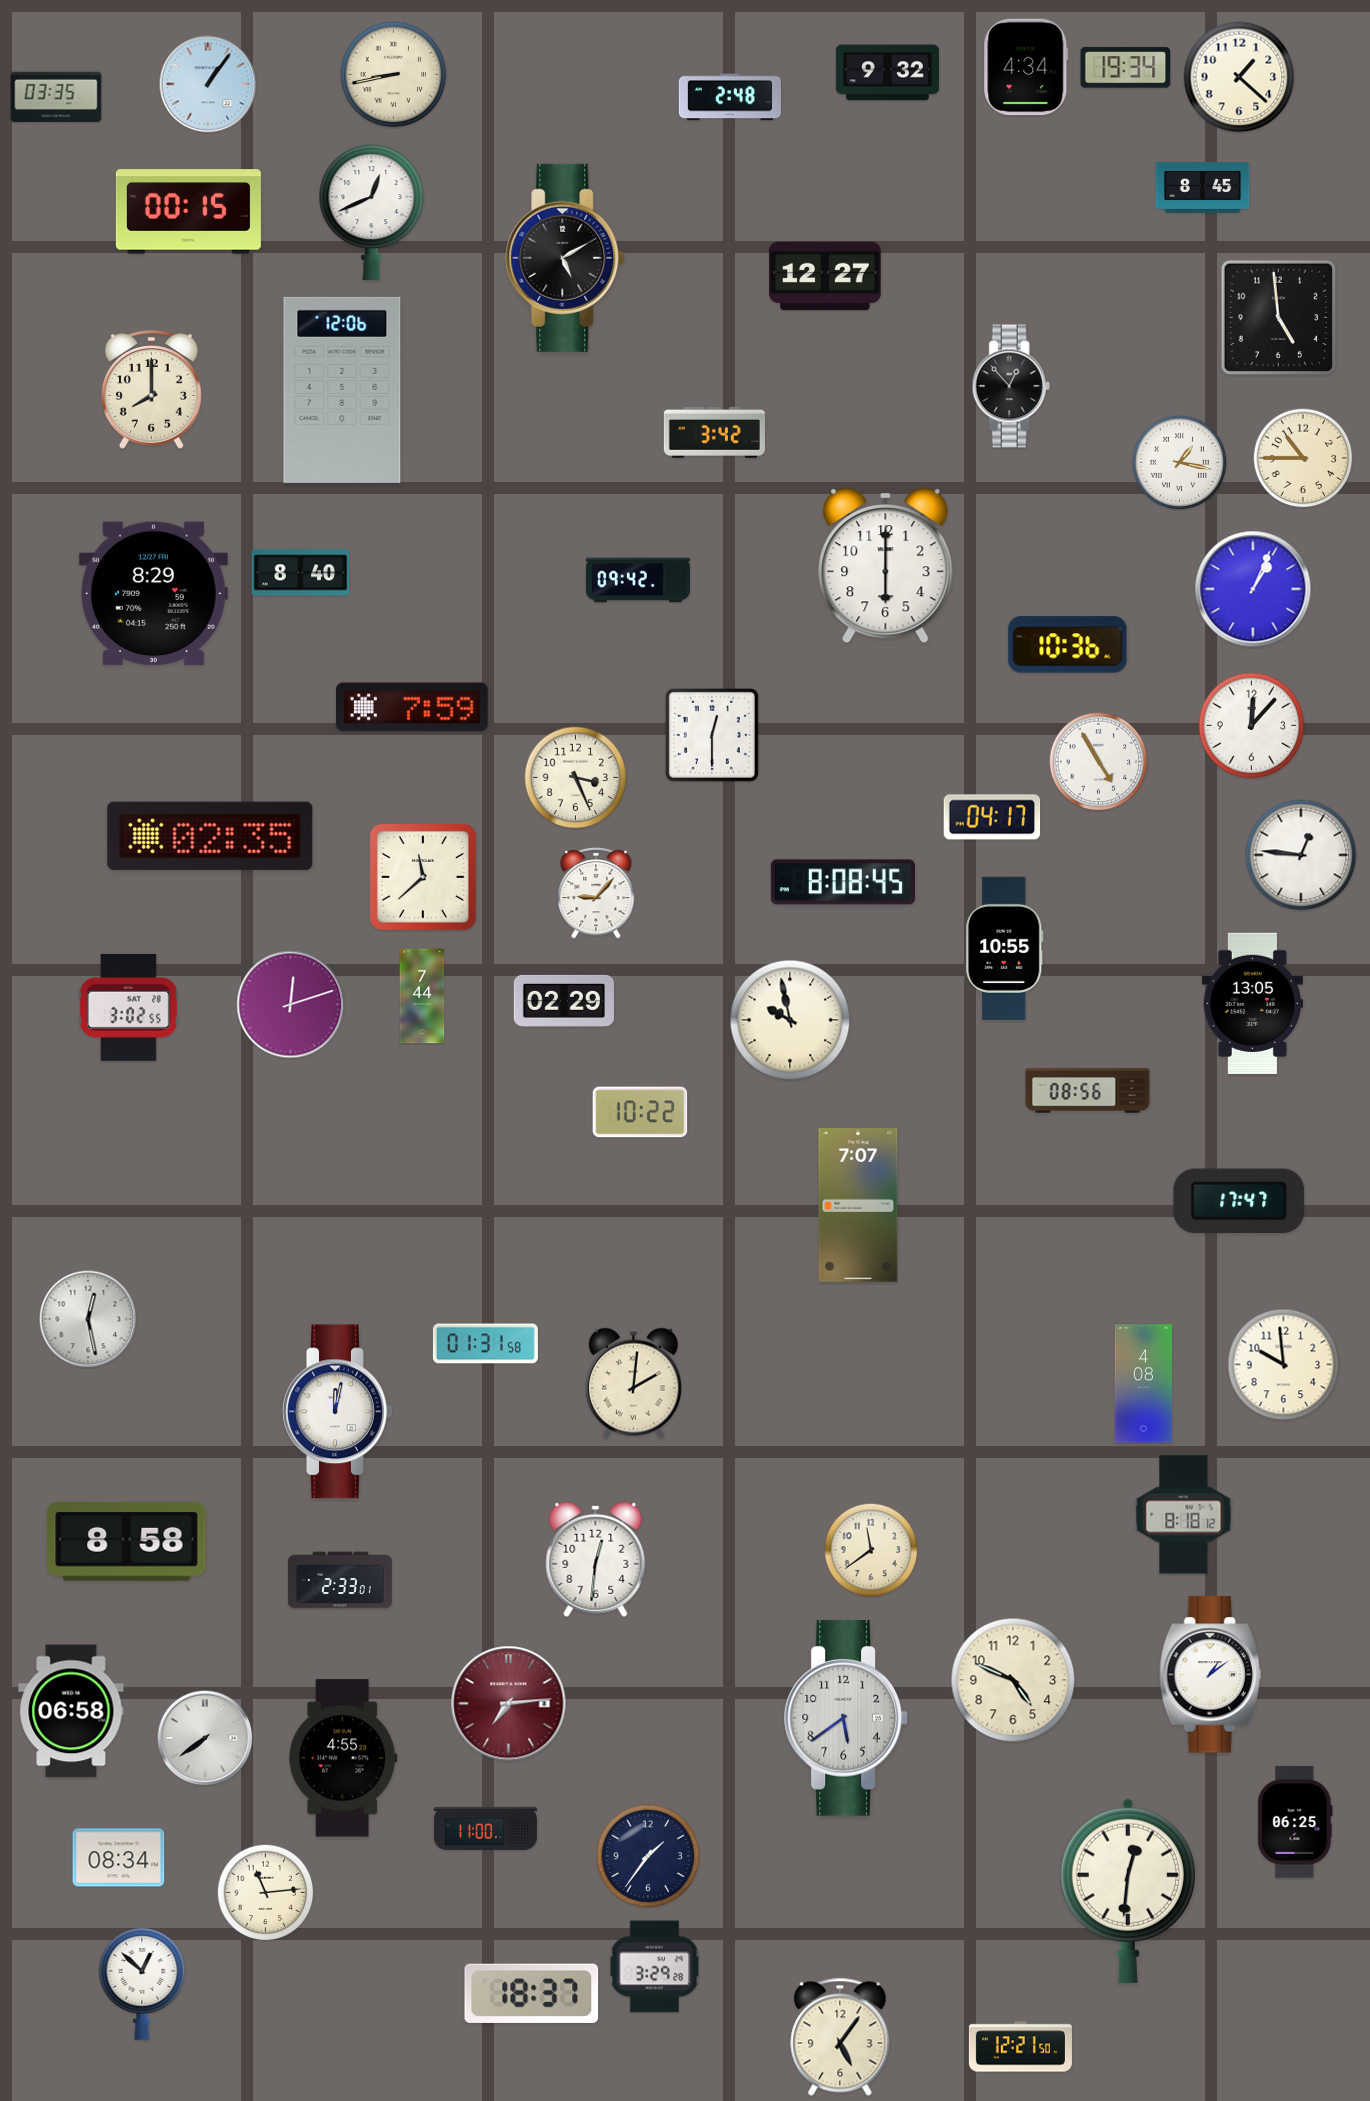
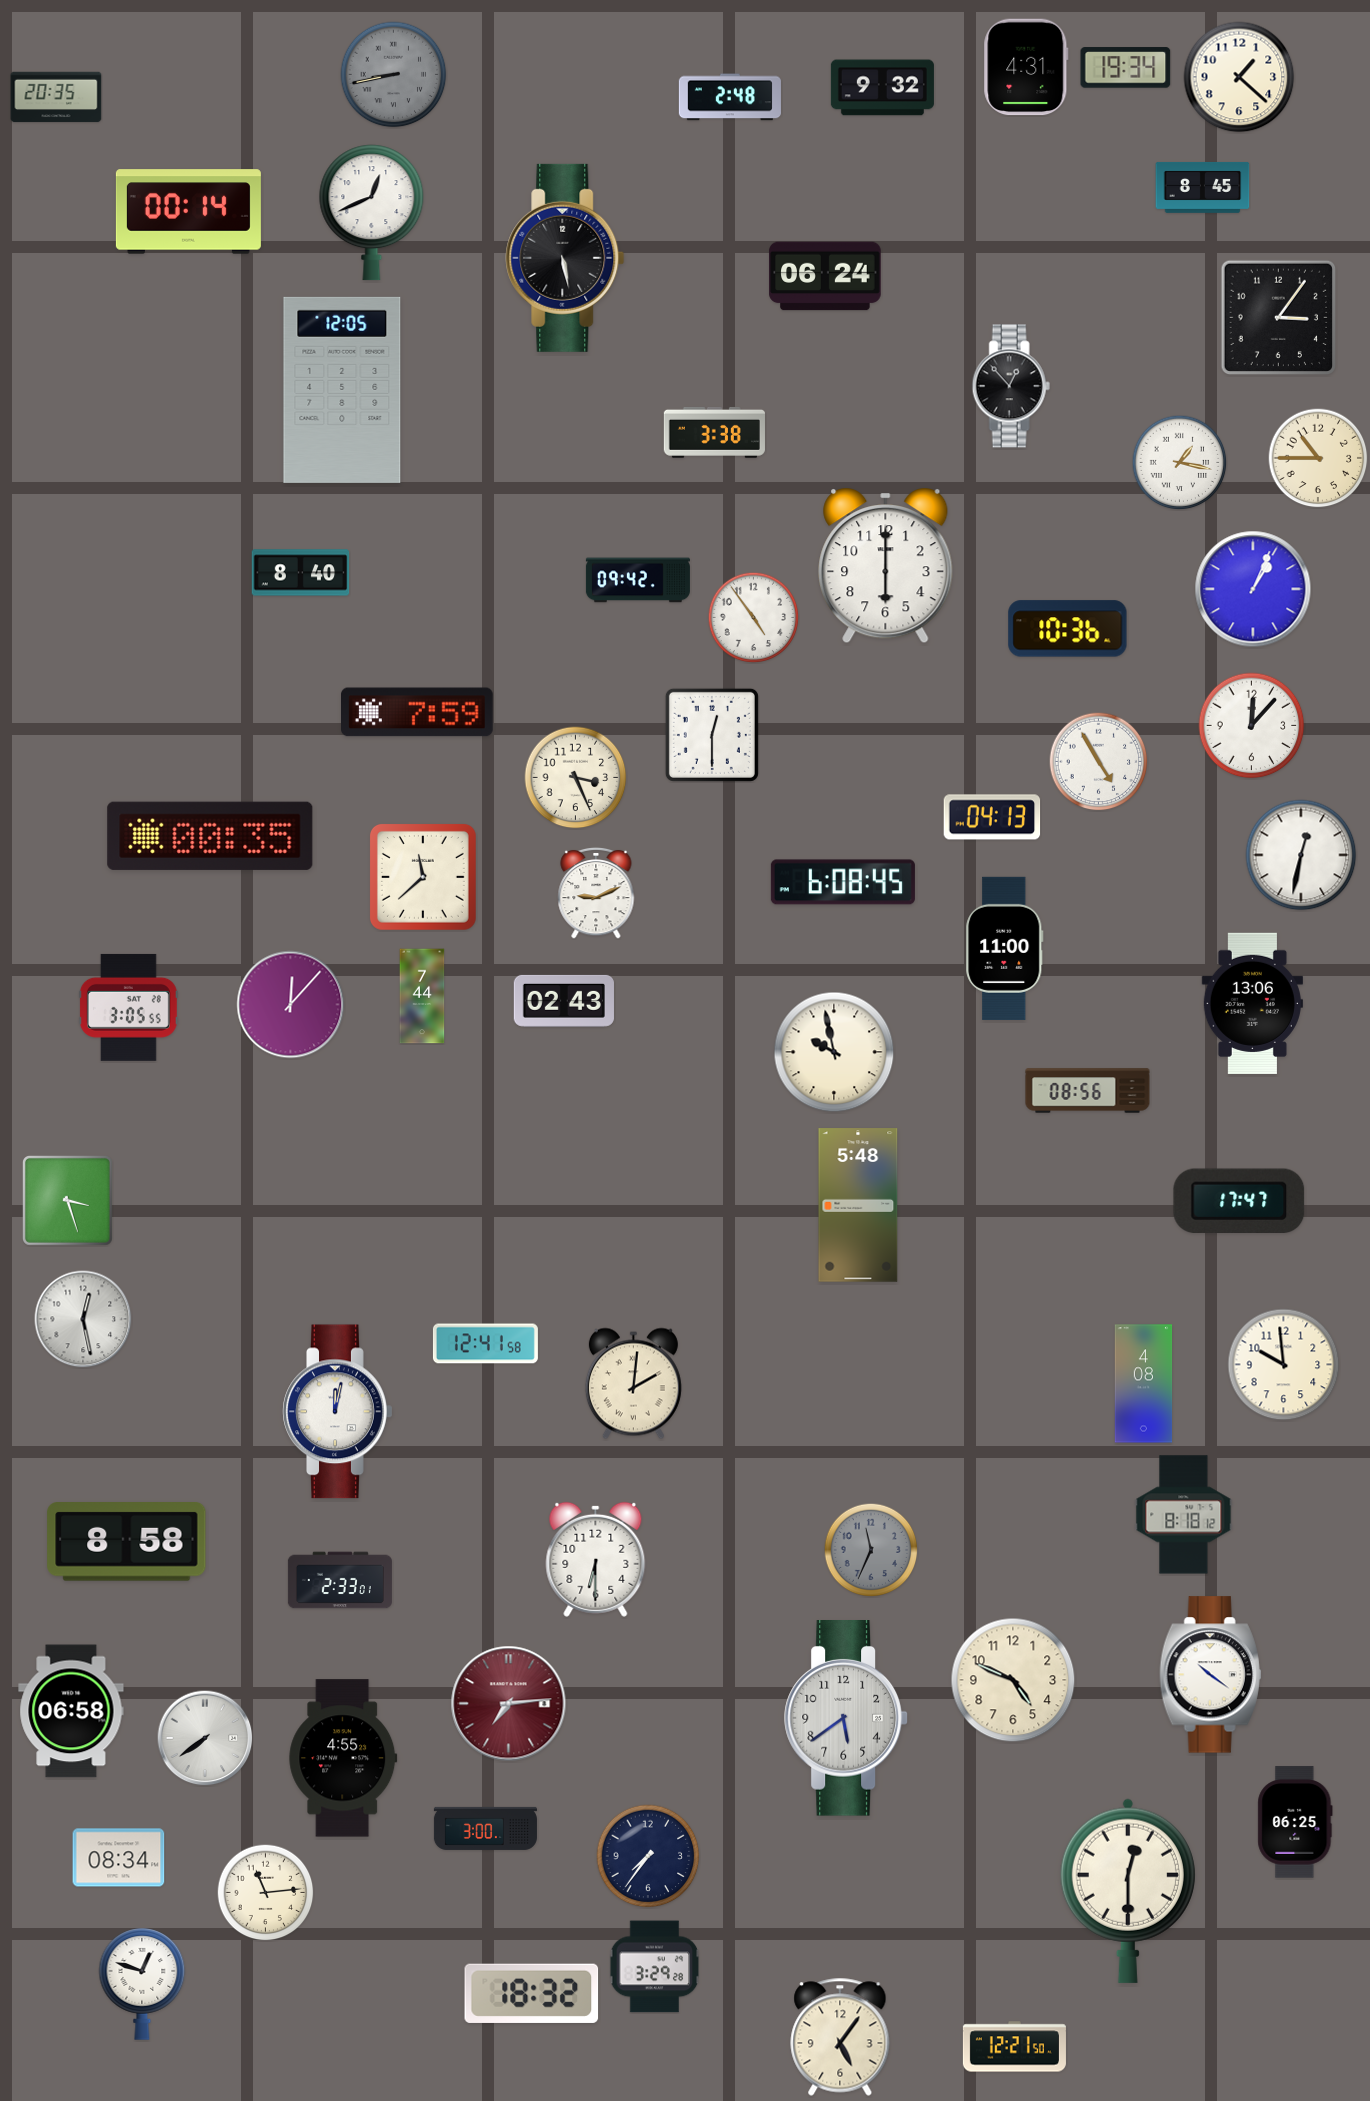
clock at (1026, 67): 4:34 -> 4:31
clock at (887, 73) position: (887, 73) -> (882, 88)
clock at (394, 75) dial: cream -> grey
clock at (208, 84): 1:06 -> none
clock at (56, 97): 03:35 -> 20:35
clock at (188, 212): 00:15 -> 00:14
clock at (565, 258): 5:10 -> 5:28
clock at (825, 276): 12:27 -> 06:24
clock at (1279, 318): 4:59 -> 3:06
clock at (151, 390): 8:00 -> none
clock at (342, 390): 12:06 -> 12:05
clock at (714, 432): 3:42 -> 3:38
clock at (1303, 458) position: (1303, 458) -> (1318, 458)
clock at (153, 594): 8:29 -> none
clock at (753, 617): none -> 4:54
clock at (1068, 645) position: (1068, 645) -> (1068, 629)
clock at (413, 707) position: (413, 707) -> (418, 712)
clock at (992, 817): 04:17 -> 04:13
clock at (210, 836): 02:35 -> 00:35
clock at (1301, 855): 12:46 -> 12:32
clock at (843, 882): 8:08 -> 6:08
clock at (596, 893): 9:07 -> 9:11
clock at (1005, 948): 10:55 -> 11:00
clock at (564, 1001): 02:29 -> 02:43
clock at (1252, 1003): 13:05 -> 13:06
clock at (291, 1005): 12:12 -> 12:07
clock at (128, 1007): 3:02 -> 3:05
clock at (790, 1020) position: (790, 1020) -> (834, 1052)
clock at (640, 1112): 10:22 -> none
clock at (67, 1200): none -> 3:27
clock at (858, 1205): 7:07 -> 5:48
clock at (88, 1319) position: (88, 1319) -> (83, 1319)
clock at (485, 1344): 01:31 -> 12:41
clock at (871, 1550): 11:39 -> 11:34
clock at (871, 1550) dial: cream -> grey
clock at (596, 1559): 12:31 -> 6:30
clock at (1211, 1675): 1:09 -> 10:21
clock at (485, 1828): 11:00 -> 3:00
clock at (648, 1856): 1:36 -> 7:36
clock at (1128, 1891): 12:31 -> 12:30
clock at (142, 1984): 12:52 -> 12:48
clock at (532, 1993): 18:37 -> 18:32
clock at (1020, 2047) position: (1020, 2047) -> (1014, 2047)
